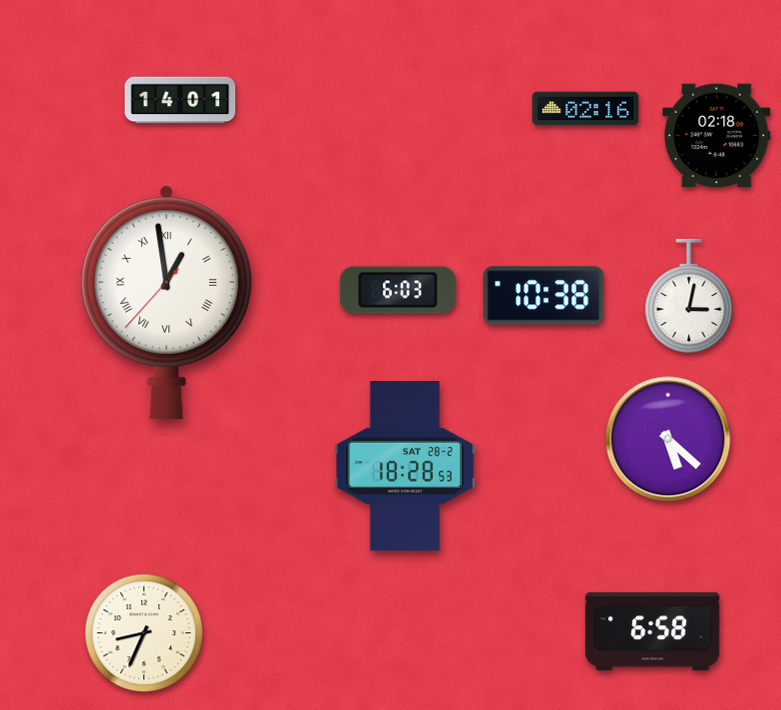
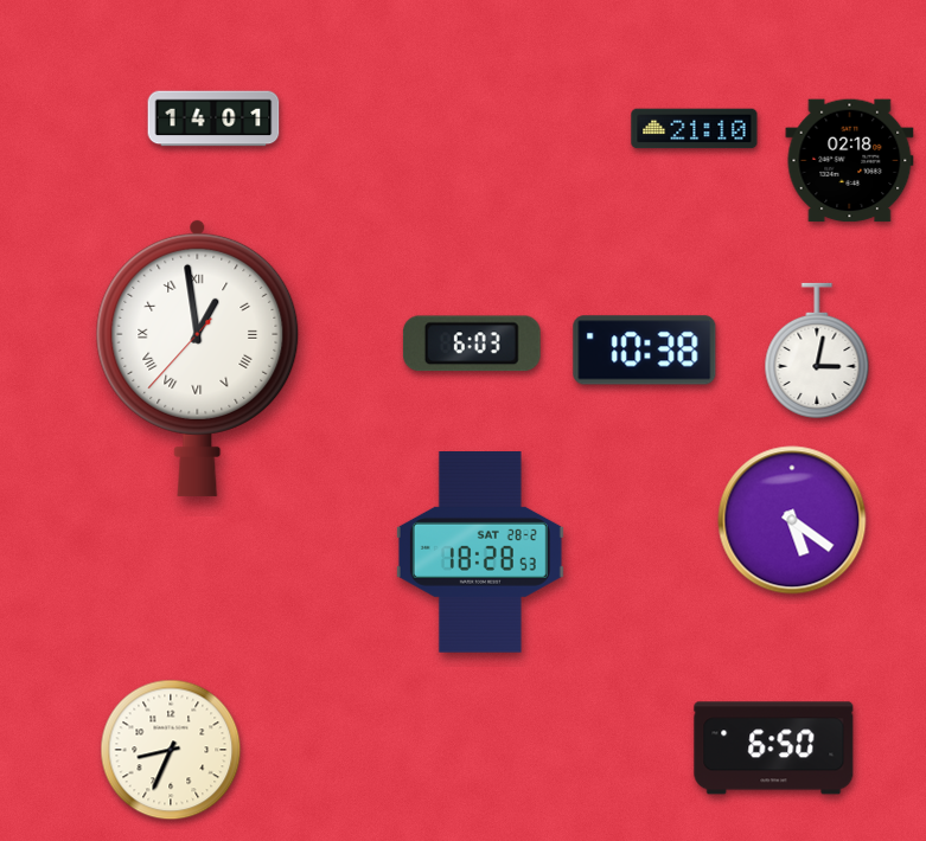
clock at (586, 109): 02:16 -> 21:10
clock at (668, 439): 5:22 -> 5:21
clock at (653, 632): 6:58 -> 6:50
